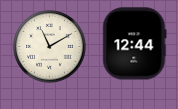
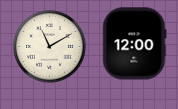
clock at (135, 44): 12:44 -> 12:00
